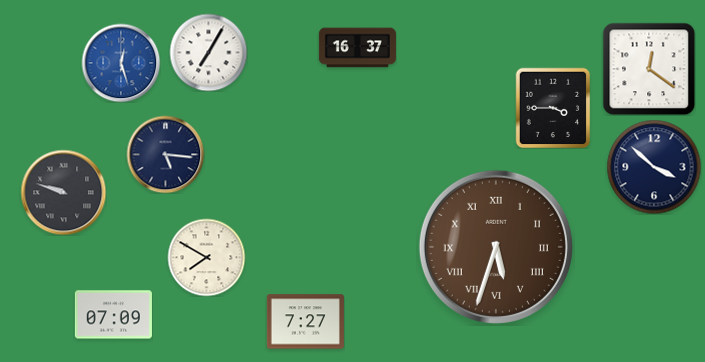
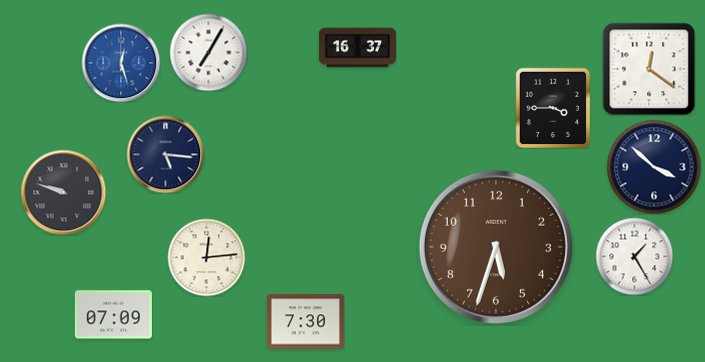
clock at (496, 247) numerals: Roman -> Arabic
clock at (634, 256): none -> 1:25
clock at (206, 257): 7:50 -> 12:14
clock at (305, 322): 7:27 -> 7:30
